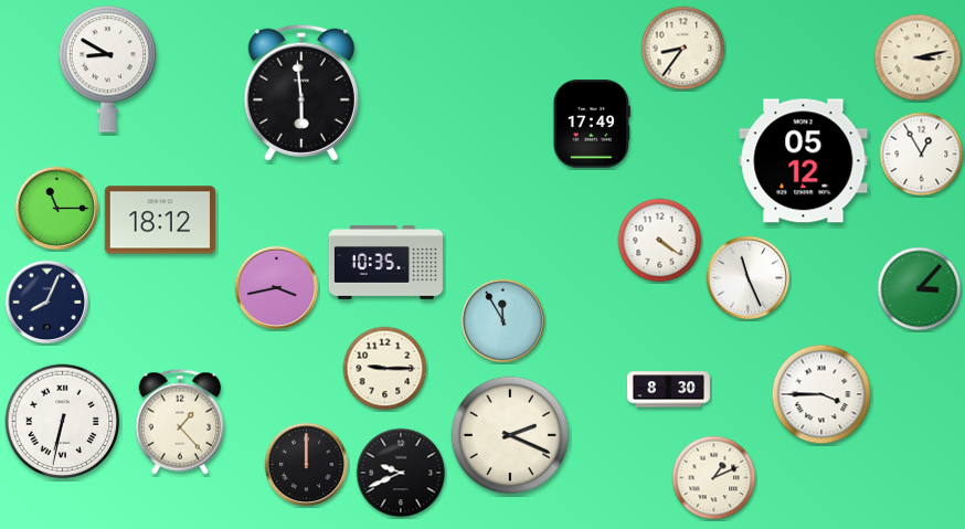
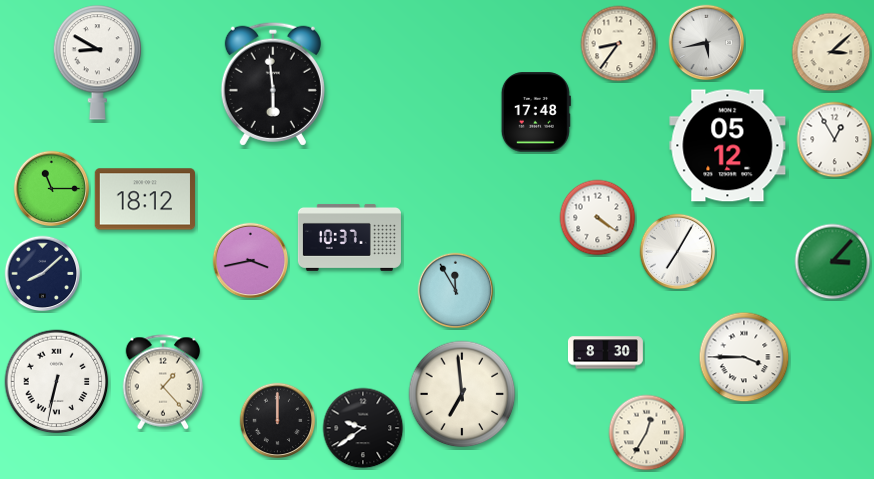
clock at (707, 43): none -> 5:43
clock at (918, 57): 3:13 -> 3:08
clock at (592, 124): 17:49 -> 17:48
clock at (385, 262): 10:35 -> 10:37
clock at (749, 278): 11:26 -> 7:05
clock at (47, 303): 8:04 -> 8:08
clock at (385, 369): 9:15 -> none
clock at (510, 435): 2:19 -> 6:59
clock at (401, 473): 9:41 -> 9:39
clock at (714, 478): 1:11 -> 12:35
